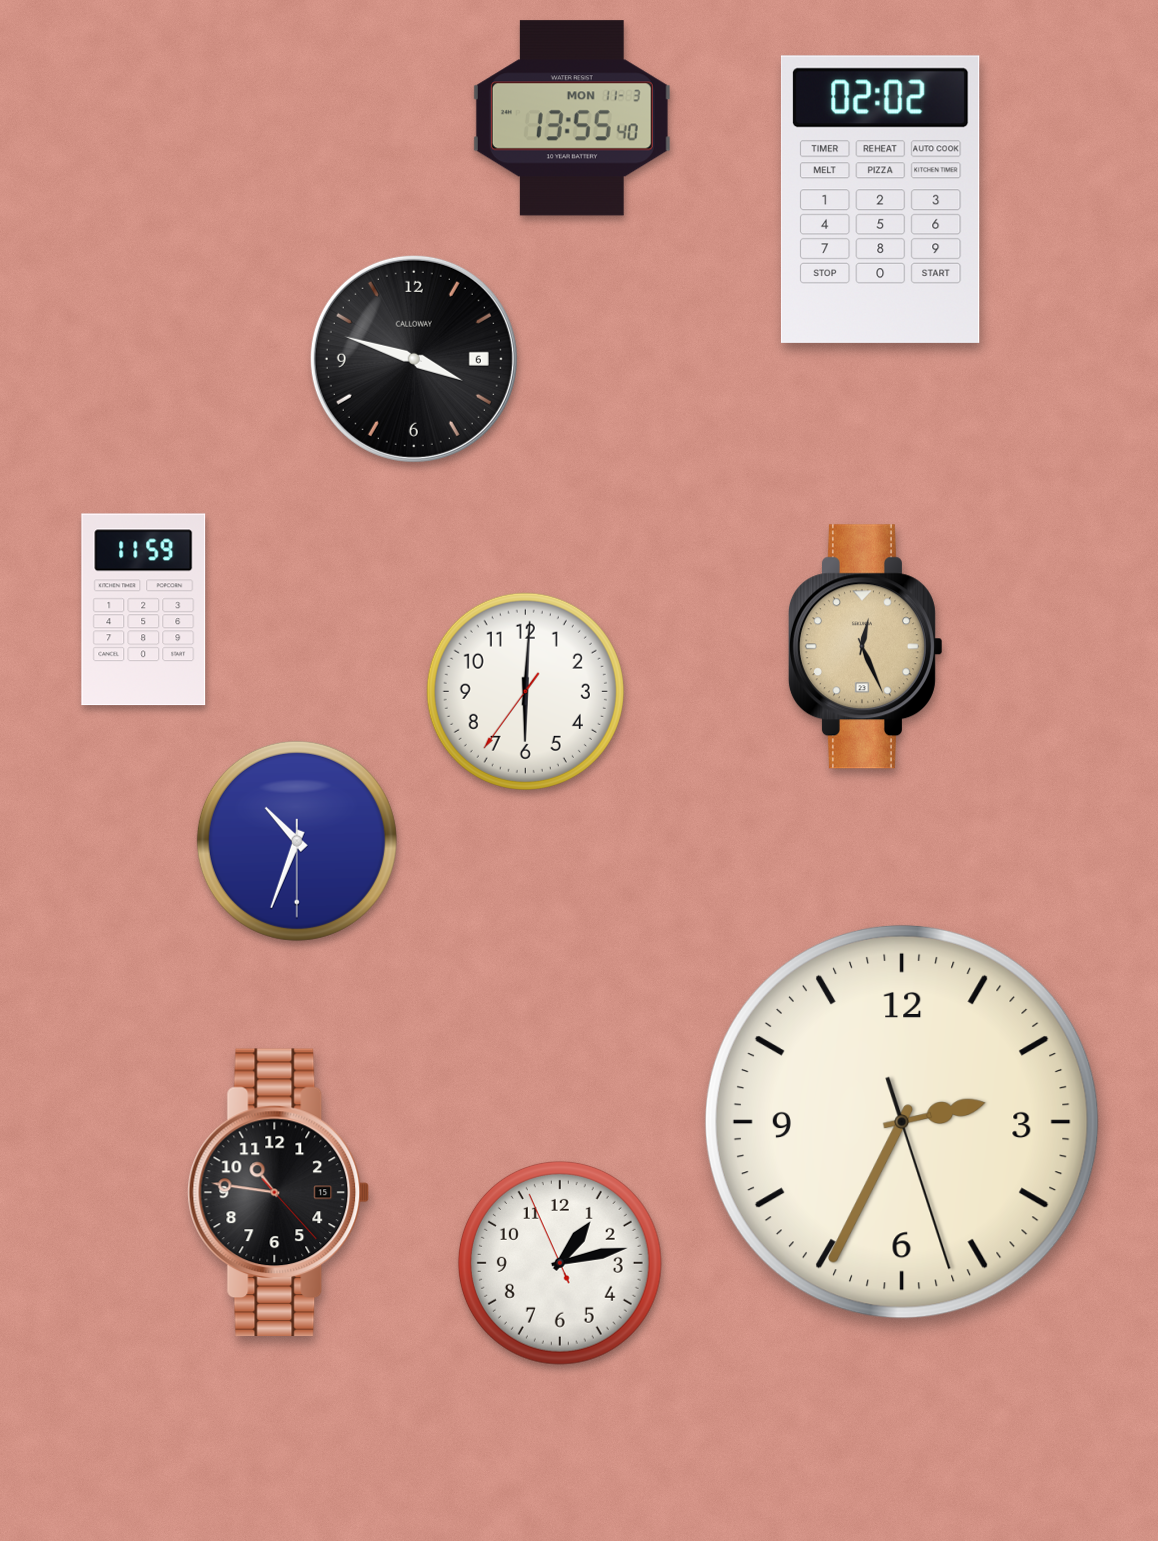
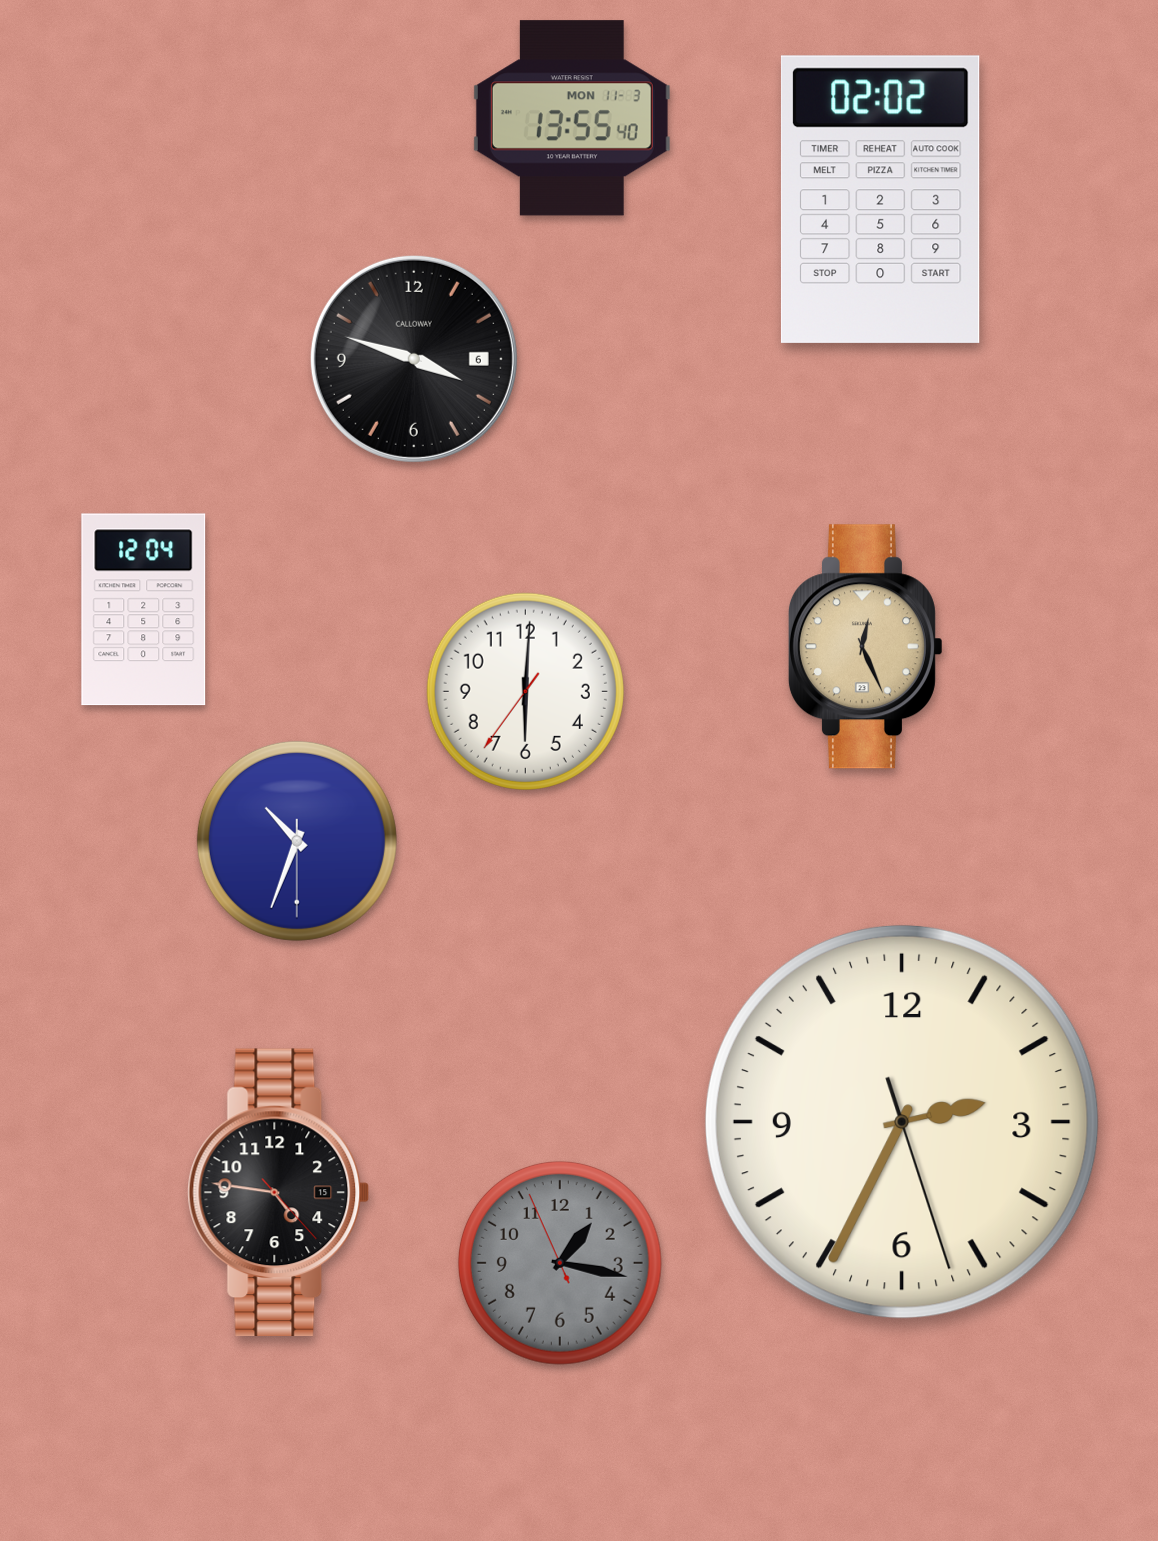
clock at (144, 610): 11:59 -> 12:04
clock at (279, 1192): 10:46 -> 4:46
clock at (560, 1263): 1:12 -> 1:16
clock at (560, 1263) dial: white -> grey
